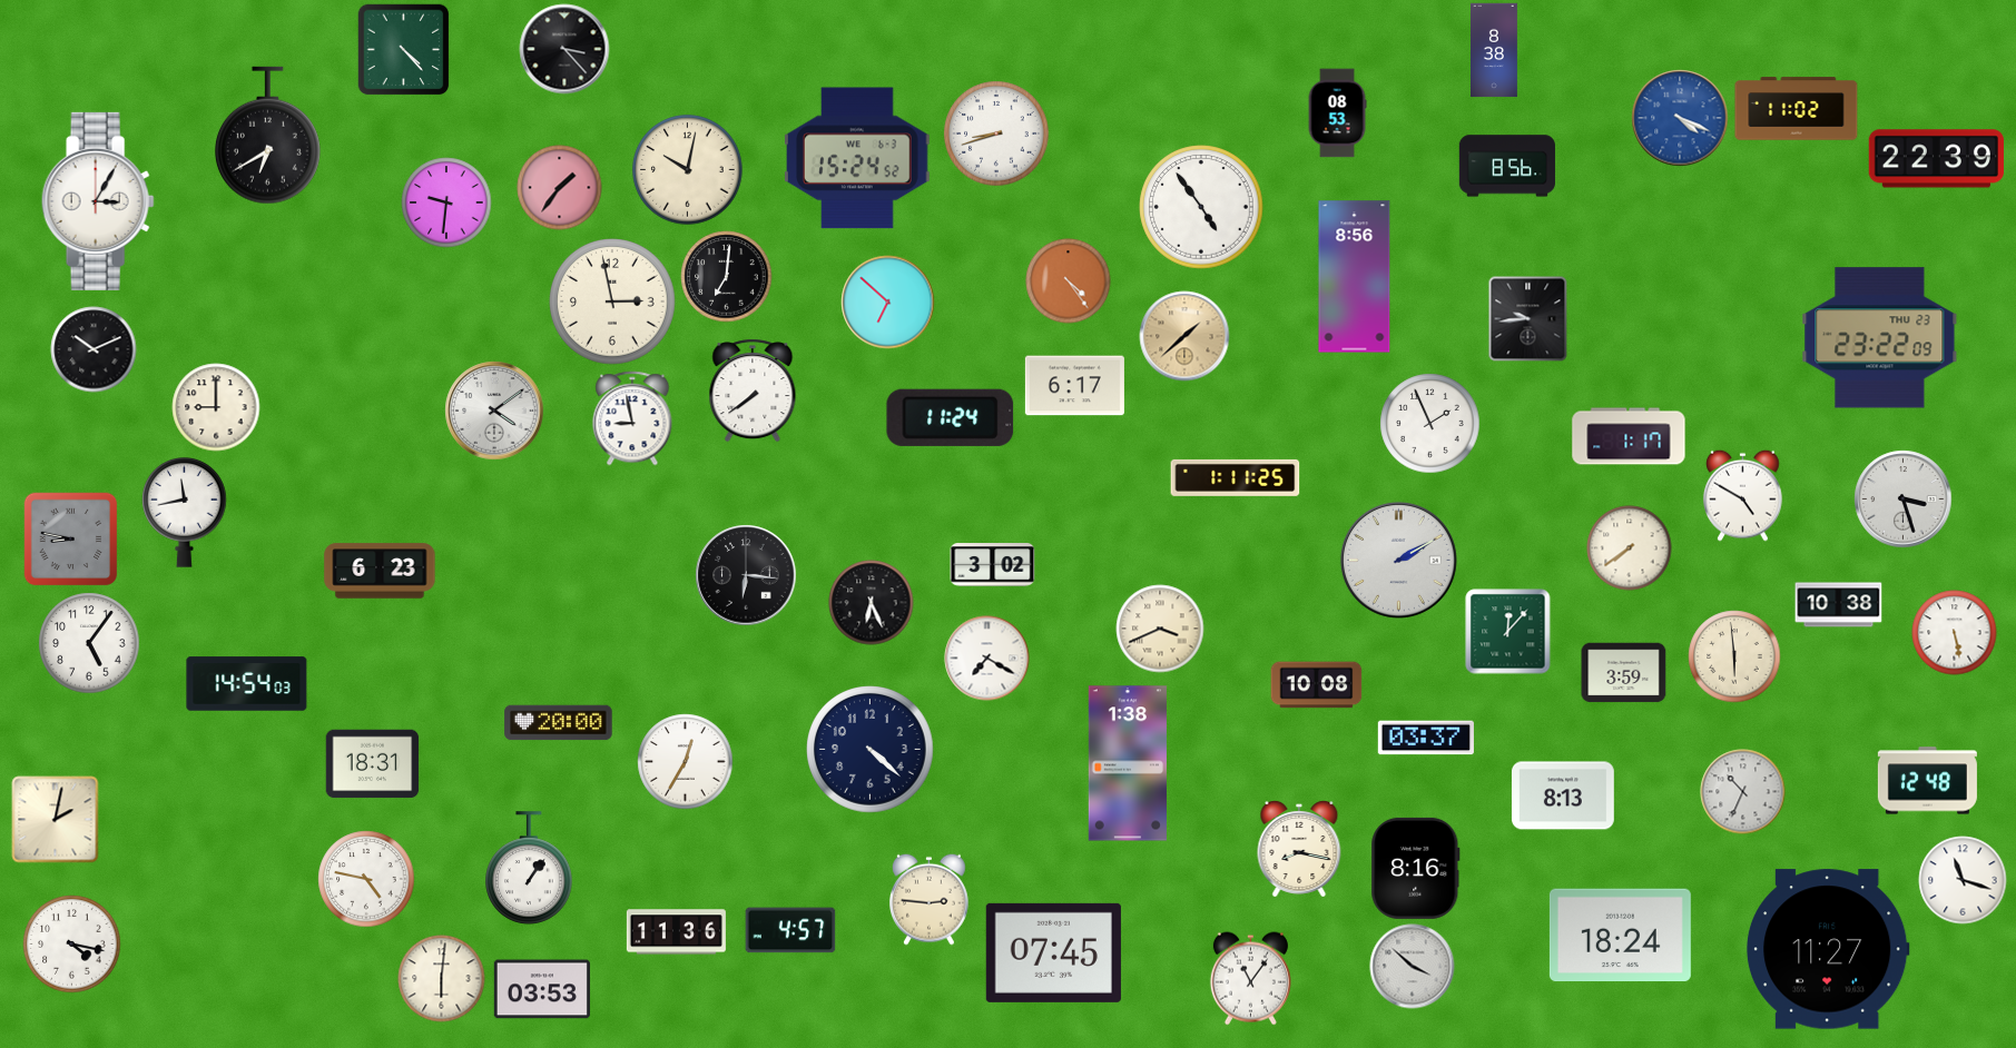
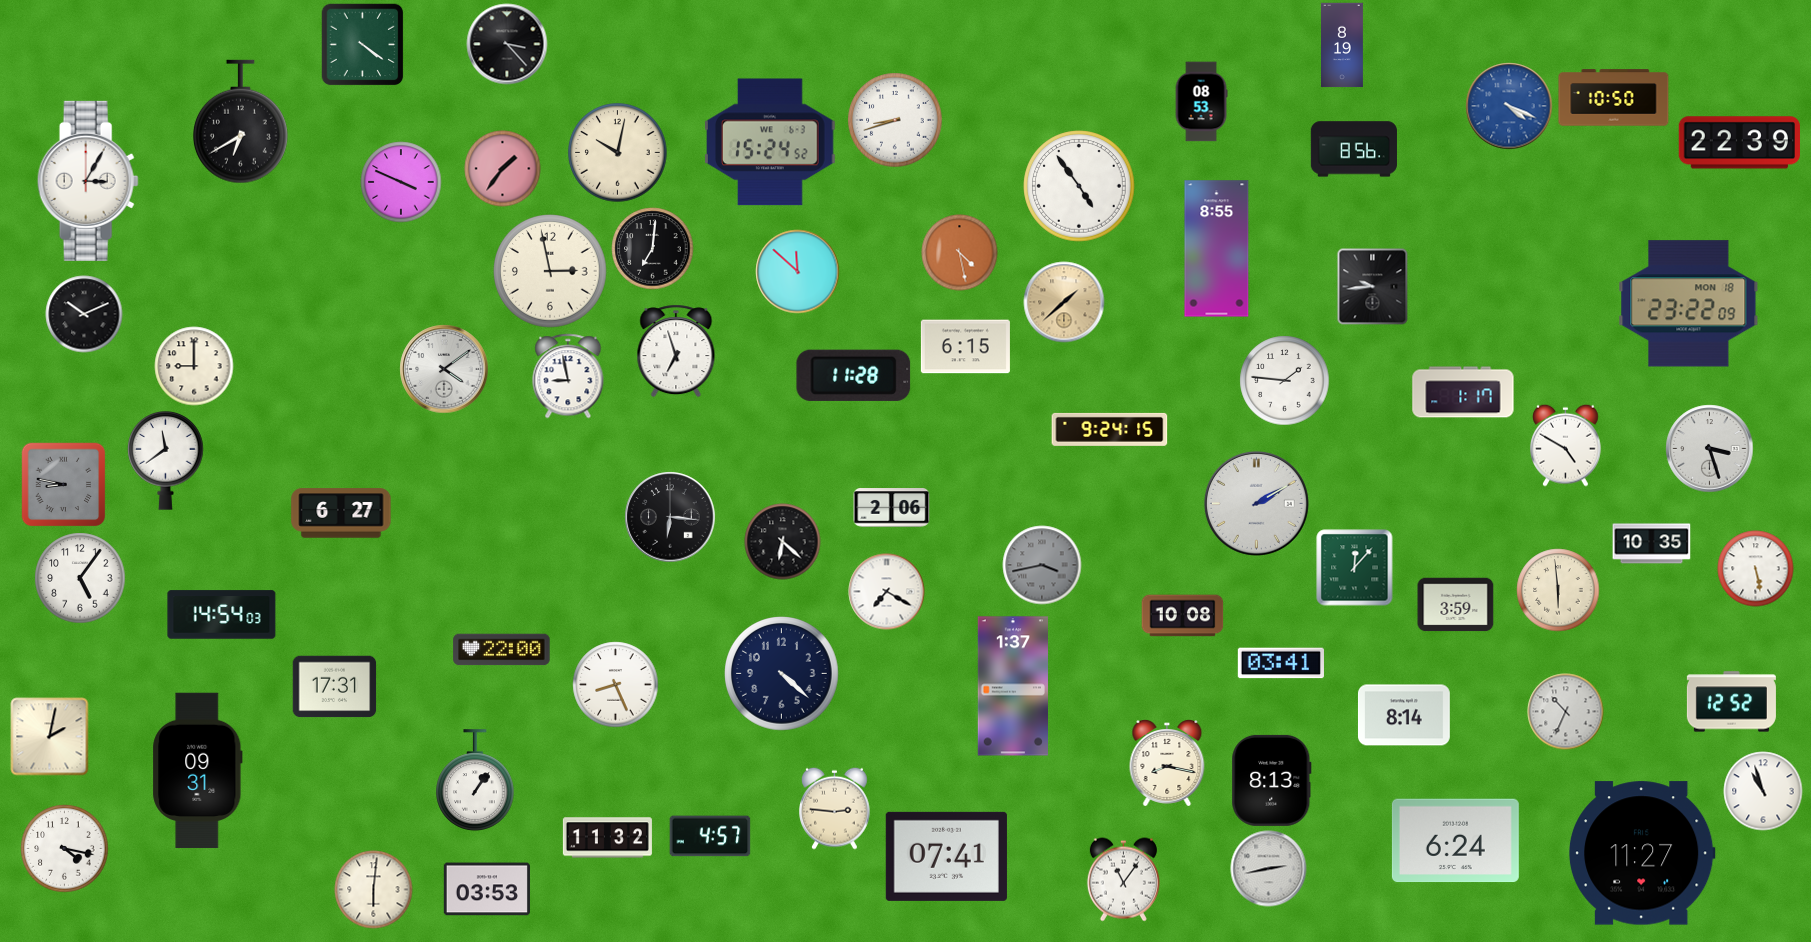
clock at (403, 49): 4:23 -> 4:21
clock at (1495, 50): 8:38 -> 8:19
clock at (1797, 109): 11:02 -> 10:50
clock at (446, 202): 9:31 -> 3:49
clock at (1355, 277): 8:56 -> 8:55
clock at (1069, 281): 4:24 -> 4:28
clock at (888, 303): 6:52 -> 11:52
clock at (1880, 338) date: THU 23 -> MON 18
clock at (1074, 386): 6:17 -> 6:15
clock at (753, 390): 7:39 -> 6:57
clock at (951, 417): 11:24 -> 11:28
clock at (1430, 424): 1:56 -> 1:46
clock at (1236, 477): 1:11 -> 9:24
clock at (185, 513): 11:43 -> 11:39
clock at (1630, 548): 7:39 -> none
clock at (993, 565): 3:02 -> 2:06
clock at (380, 571): 6:23 -> 6:27
clock at (872, 603): 6:26 -> 6:22
clock at (1839, 605): 10:38 -> 10:35
clock at (1160, 629): 3:41 -> 3:43
clock at (1160, 629) dial: cream -> grey
clock at (1624, 673) position: (1624, 673) -> (1456, 605)
clock at (559, 723): 20:00 -> 22:00
clock at (1426, 738): 03:37 -> 03:41
clock at (686, 762): 12:35 -> 8:26
clock at (1128, 763): 1:38 -> 1:37
clock at (373, 764): 18:31 -> 17:31
clock at (1927, 781): 12:48 -> 12:52
clock at (1563, 795): 8:13 -> 8:14
clock at (198, 771): none -> 09:31
clock at (1416, 868): 8:16 -> 8:13
clock at (366, 879): 4:47 -> none
clock at (1963, 880): 11:18 -> 10:57
clock at (676, 932): 11:36 -> 11:32
clock at (1620, 936): 18:24 -> 6:24
clock at (1053, 952): 07:45 -> 07:41
clock at (1413, 967): 3:52 -> 2:43
clock at (442, 979) position: (442, 979) -> (374, 890)
